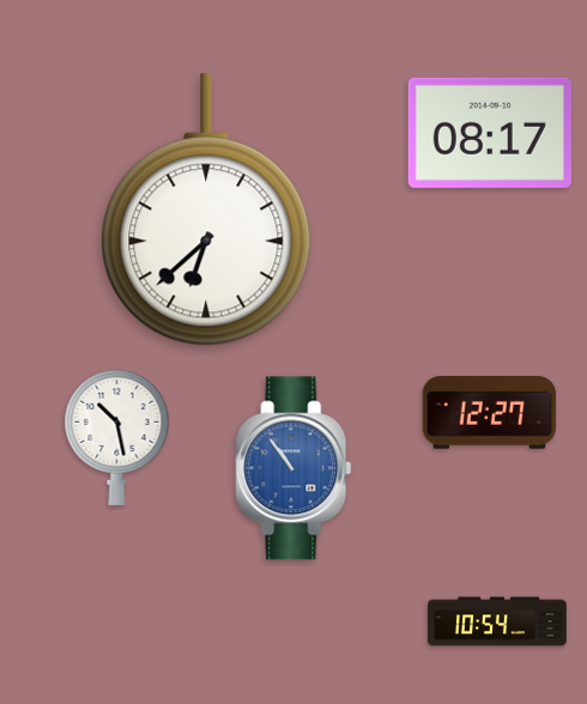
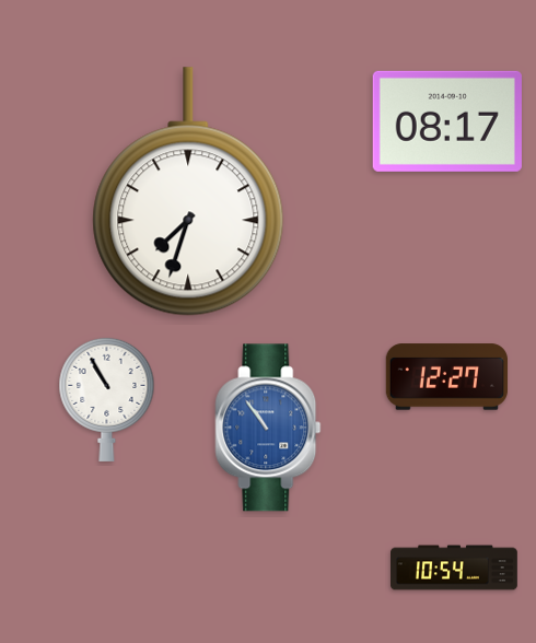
clock at (206, 210): 6:38 -> 7:33
clock at (117, 437): 10:28 -> 10:55
